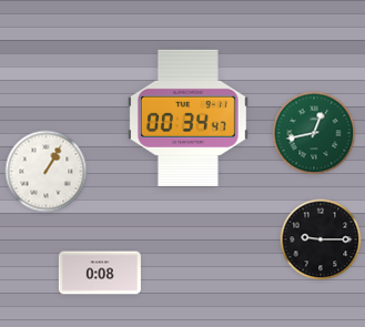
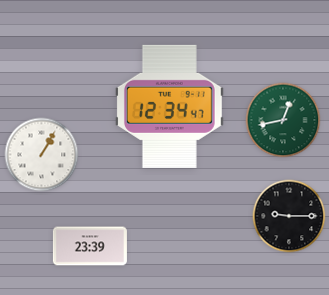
clock at (187, 117): 00:34 -> 12:34
clock at (100, 273): 0:08 -> 23:39
